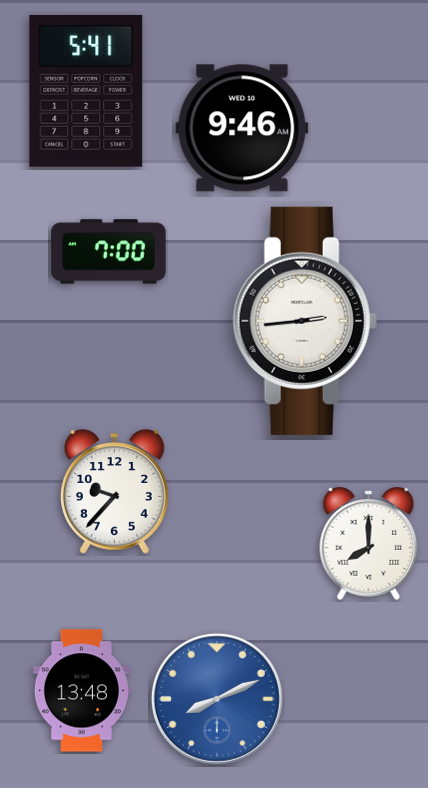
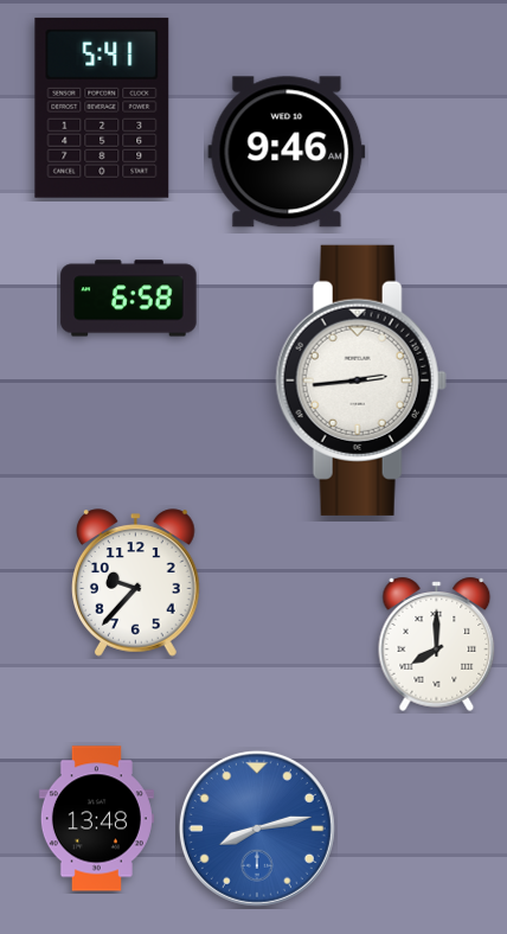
clock at (109, 252): 7:00 -> 6:58
clock at (217, 699): 8:11 -> 8:13
